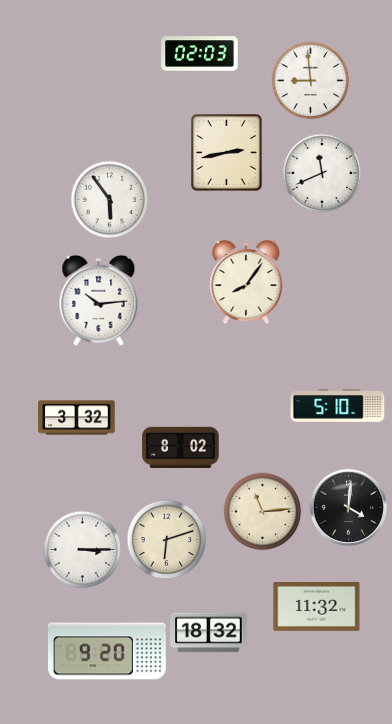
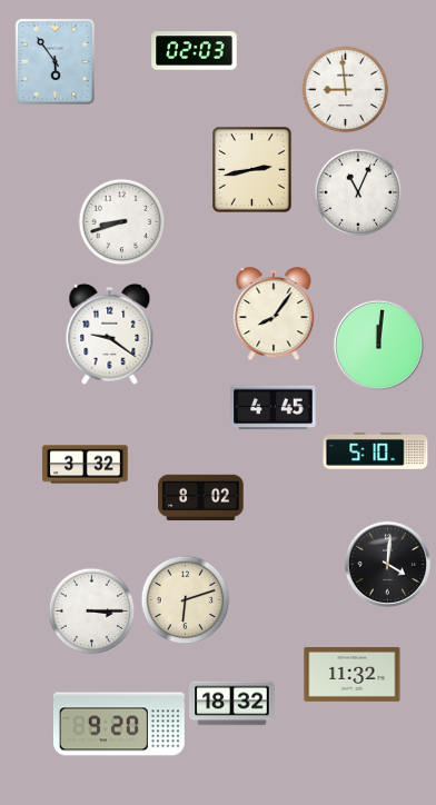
clock at (200, 54) position: (200, 54) -> (195, 51)
clock at (54, 61): none -> 5:54
clock at (322, 173): 11:41 -> 11:04
clock at (109, 199): 5:54 -> 8:42
clock at (99, 300): 10:14 -> 9:21
clock at (378, 345): none -> 12:01
clock at (274, 408): none -> 4:45
clock at (262, 511): 11:14 -> none
